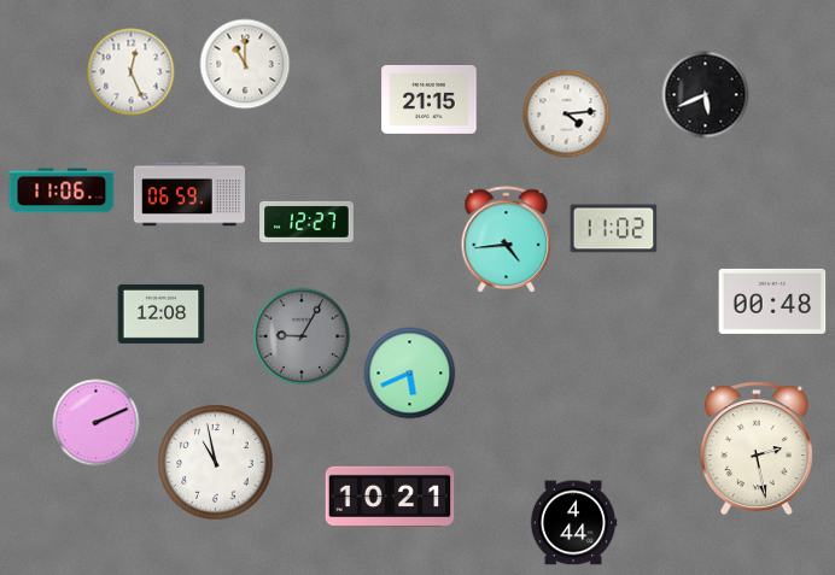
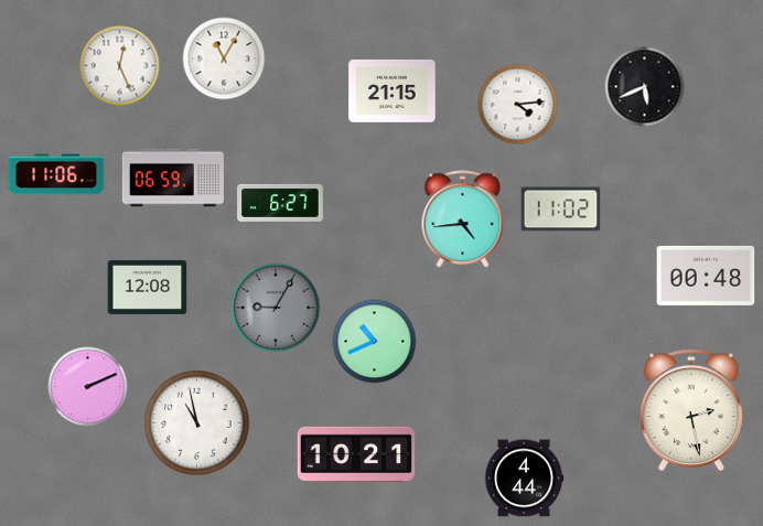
clock at (245, 64): 11:00 -> 11:05
clock at (306, 222): 12:27 -> 6:27
clock at (410, 374): 5:41 -> 10:41
